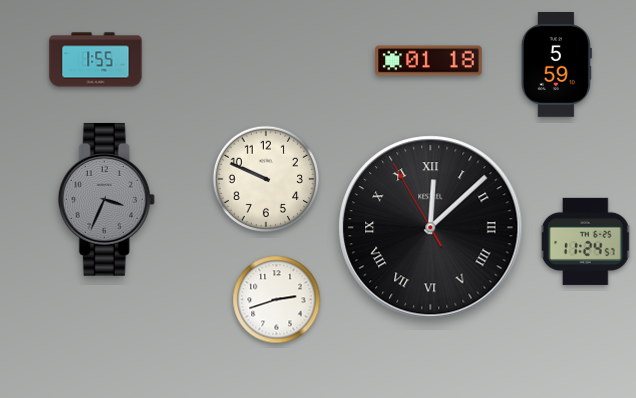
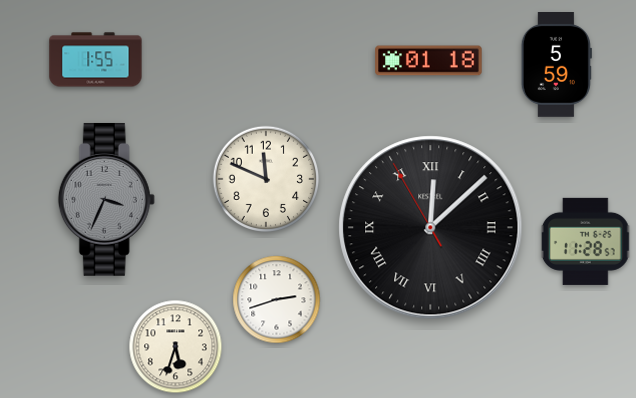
clock at (266, 179): 9:49 -> 11:49
clock at (586, 241): 11:24 -> 11:28
clock at (176, 347): none -> 5:33
